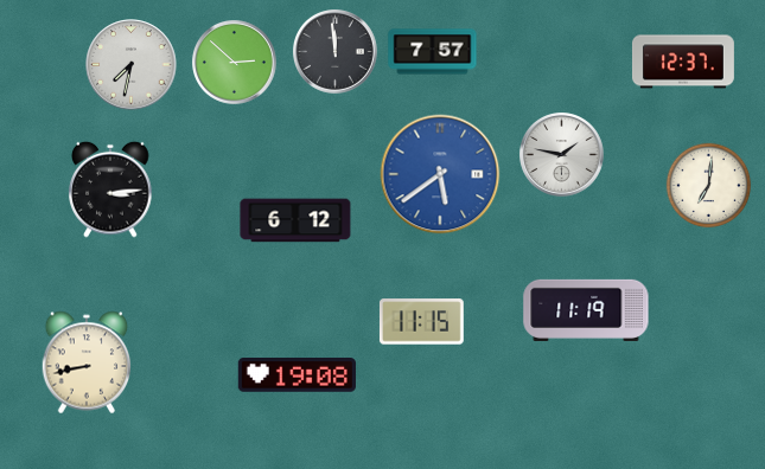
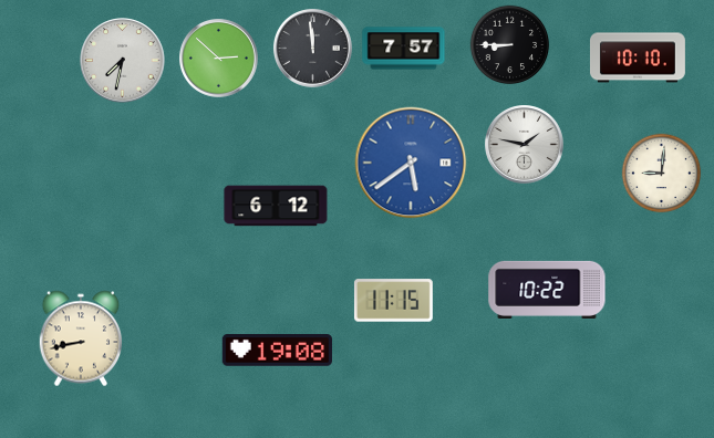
clock at (510, 45): none -> 8:45
clock at (683, 62): 12:37 -> 10:10
clock at (709, 186): 7:01 -> 9:01
clock at (110, 189): 3:14 -> none
clock at (586, 310): 11:19 -> 10:22
